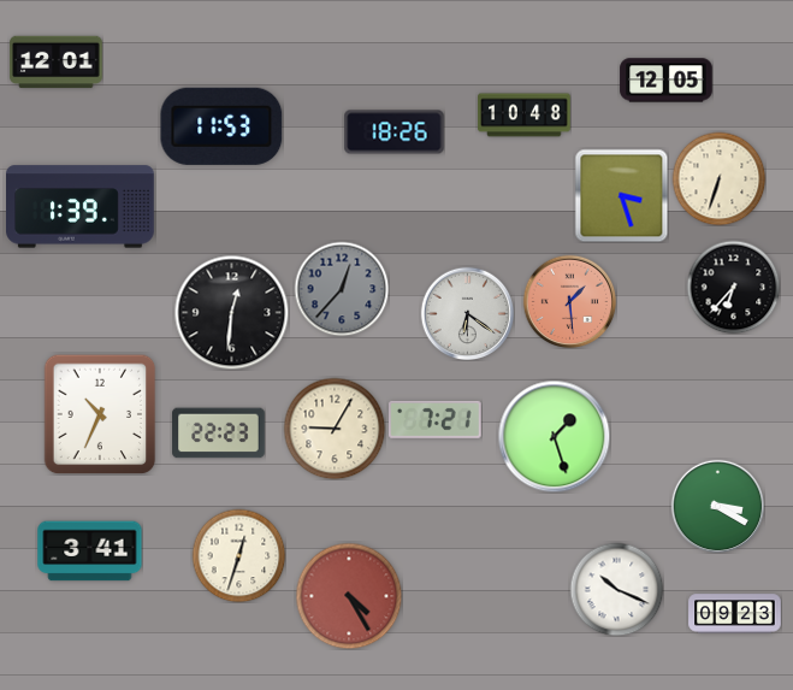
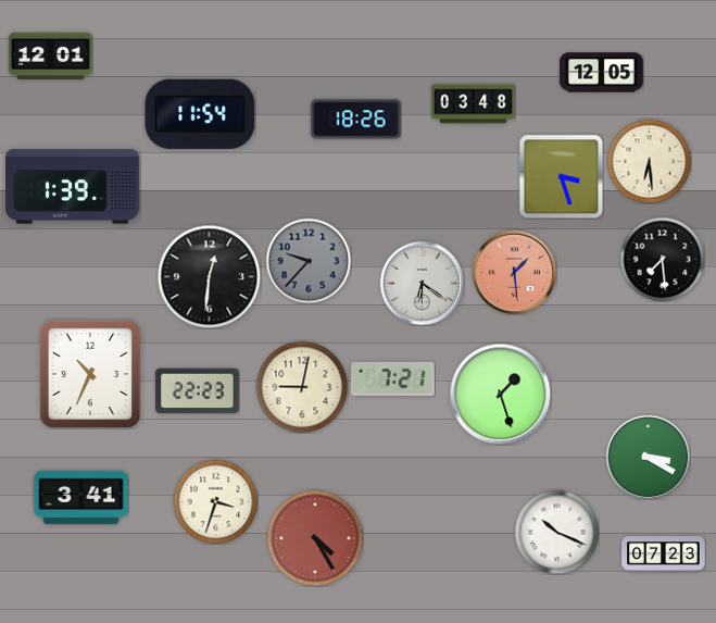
clock at (525, 116): 10:48 -> 03:48
clock at (221, 126): 11:53 -> 11:54
clock at (718, 178): 6:33 -> 6:29
clock at (733, 287): 6:37 -> 7:29
clock at (342, 289): 12:37 -> 9:37
clock at (231, 312) position: (231, 312) -> (209, 276)
clock at (335, 429): 9:05 -> 9:02
clock at (238, 555): 12:33 -> 3:33
clock at (735, 614): 09:23 -> 07:23
